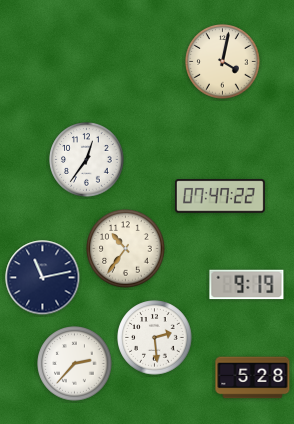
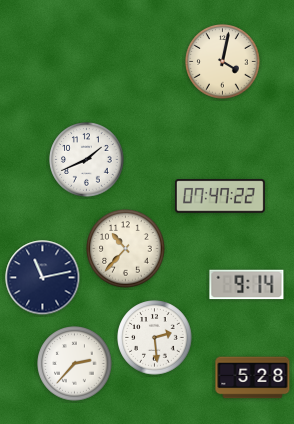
clock at (87, 160): 12:36 -> 1:41
clock at (126, 249): 10:36 -> 10:37
clock at (247, 285): 9:19 -> 9:14
